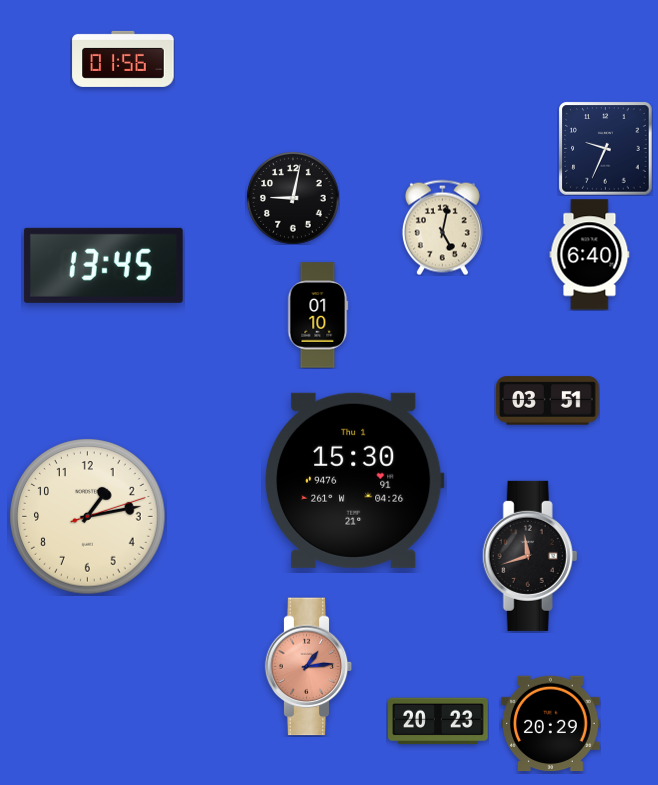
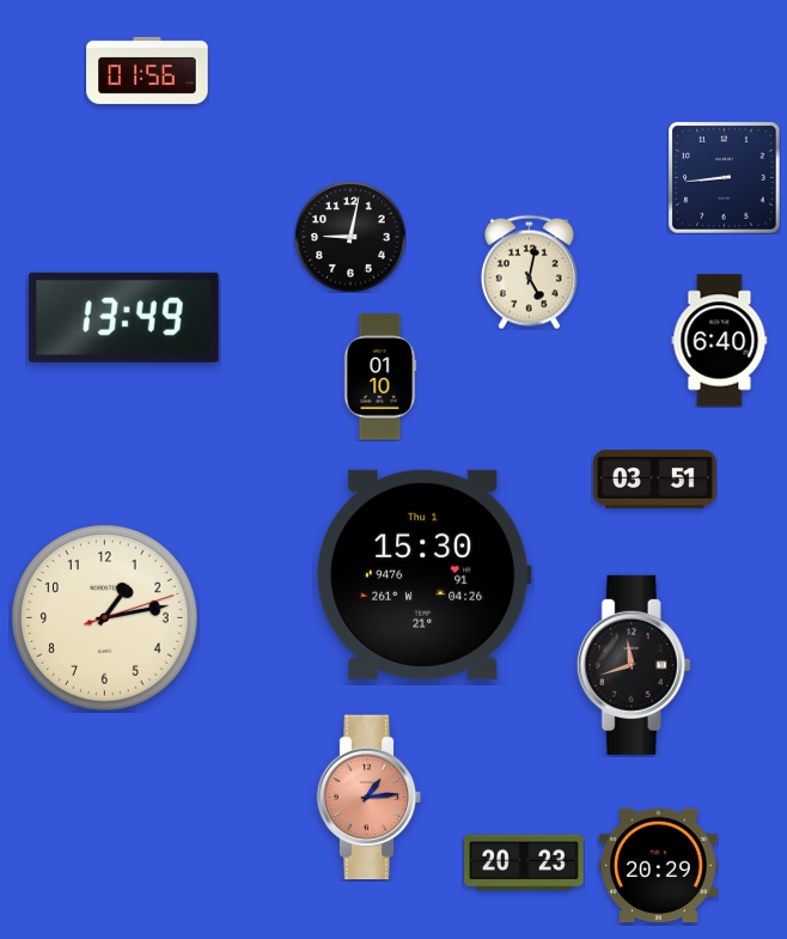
clock at (605, 148): 9:34 -> 8:44
clock at (590, 255) position: (590, 255) -> (720, 341)
clock at (103, 265): 13:45 -> 13:49
